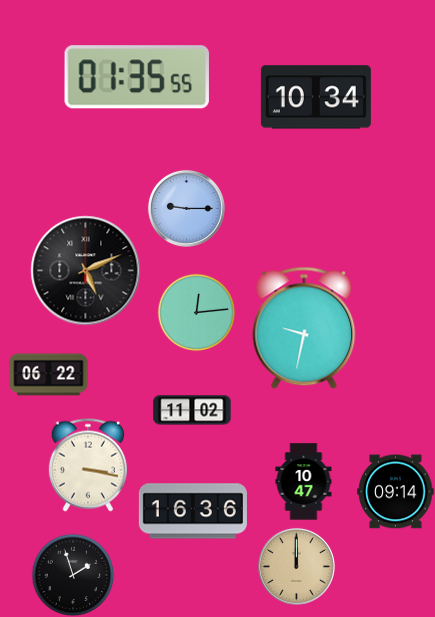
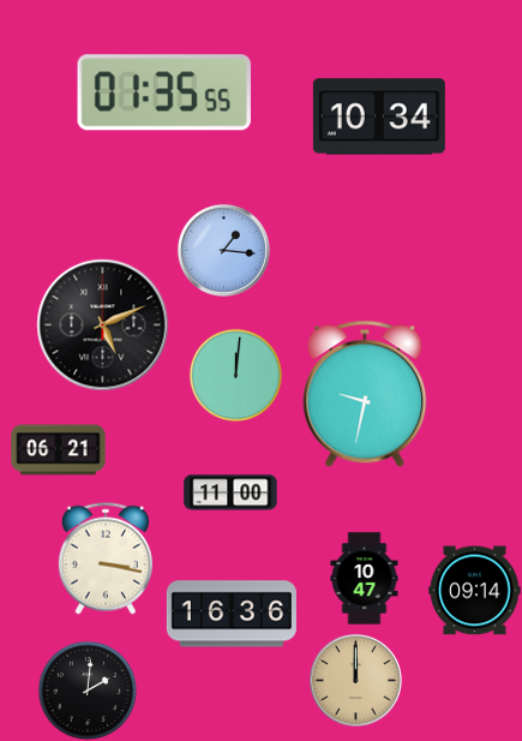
clock at (186, 208): 9:15 -> 1:16
clock at (196, 312): 12:14 -> 12:01
clock at (49, 375): 06:22 -> 06:21
clock at (192, 410): 11:02 -> 11:00
clock at (73, 575): 1:57 -> 2:01
